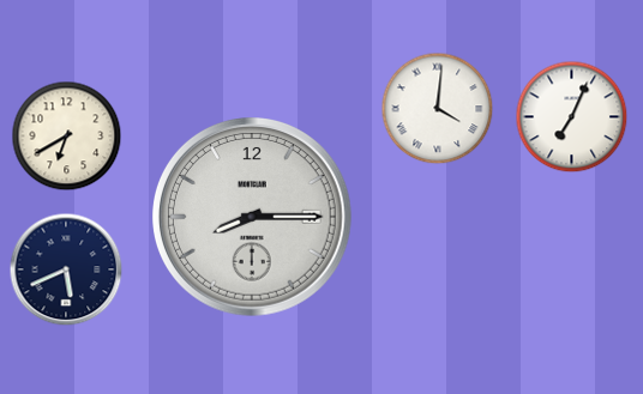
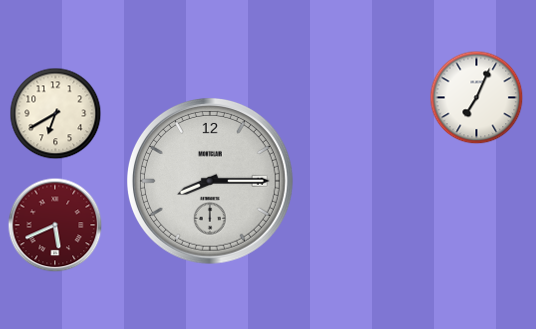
clock at (438, 109): 4:01 -> none
clock at (66, 269) dial: navy -> burgundy
